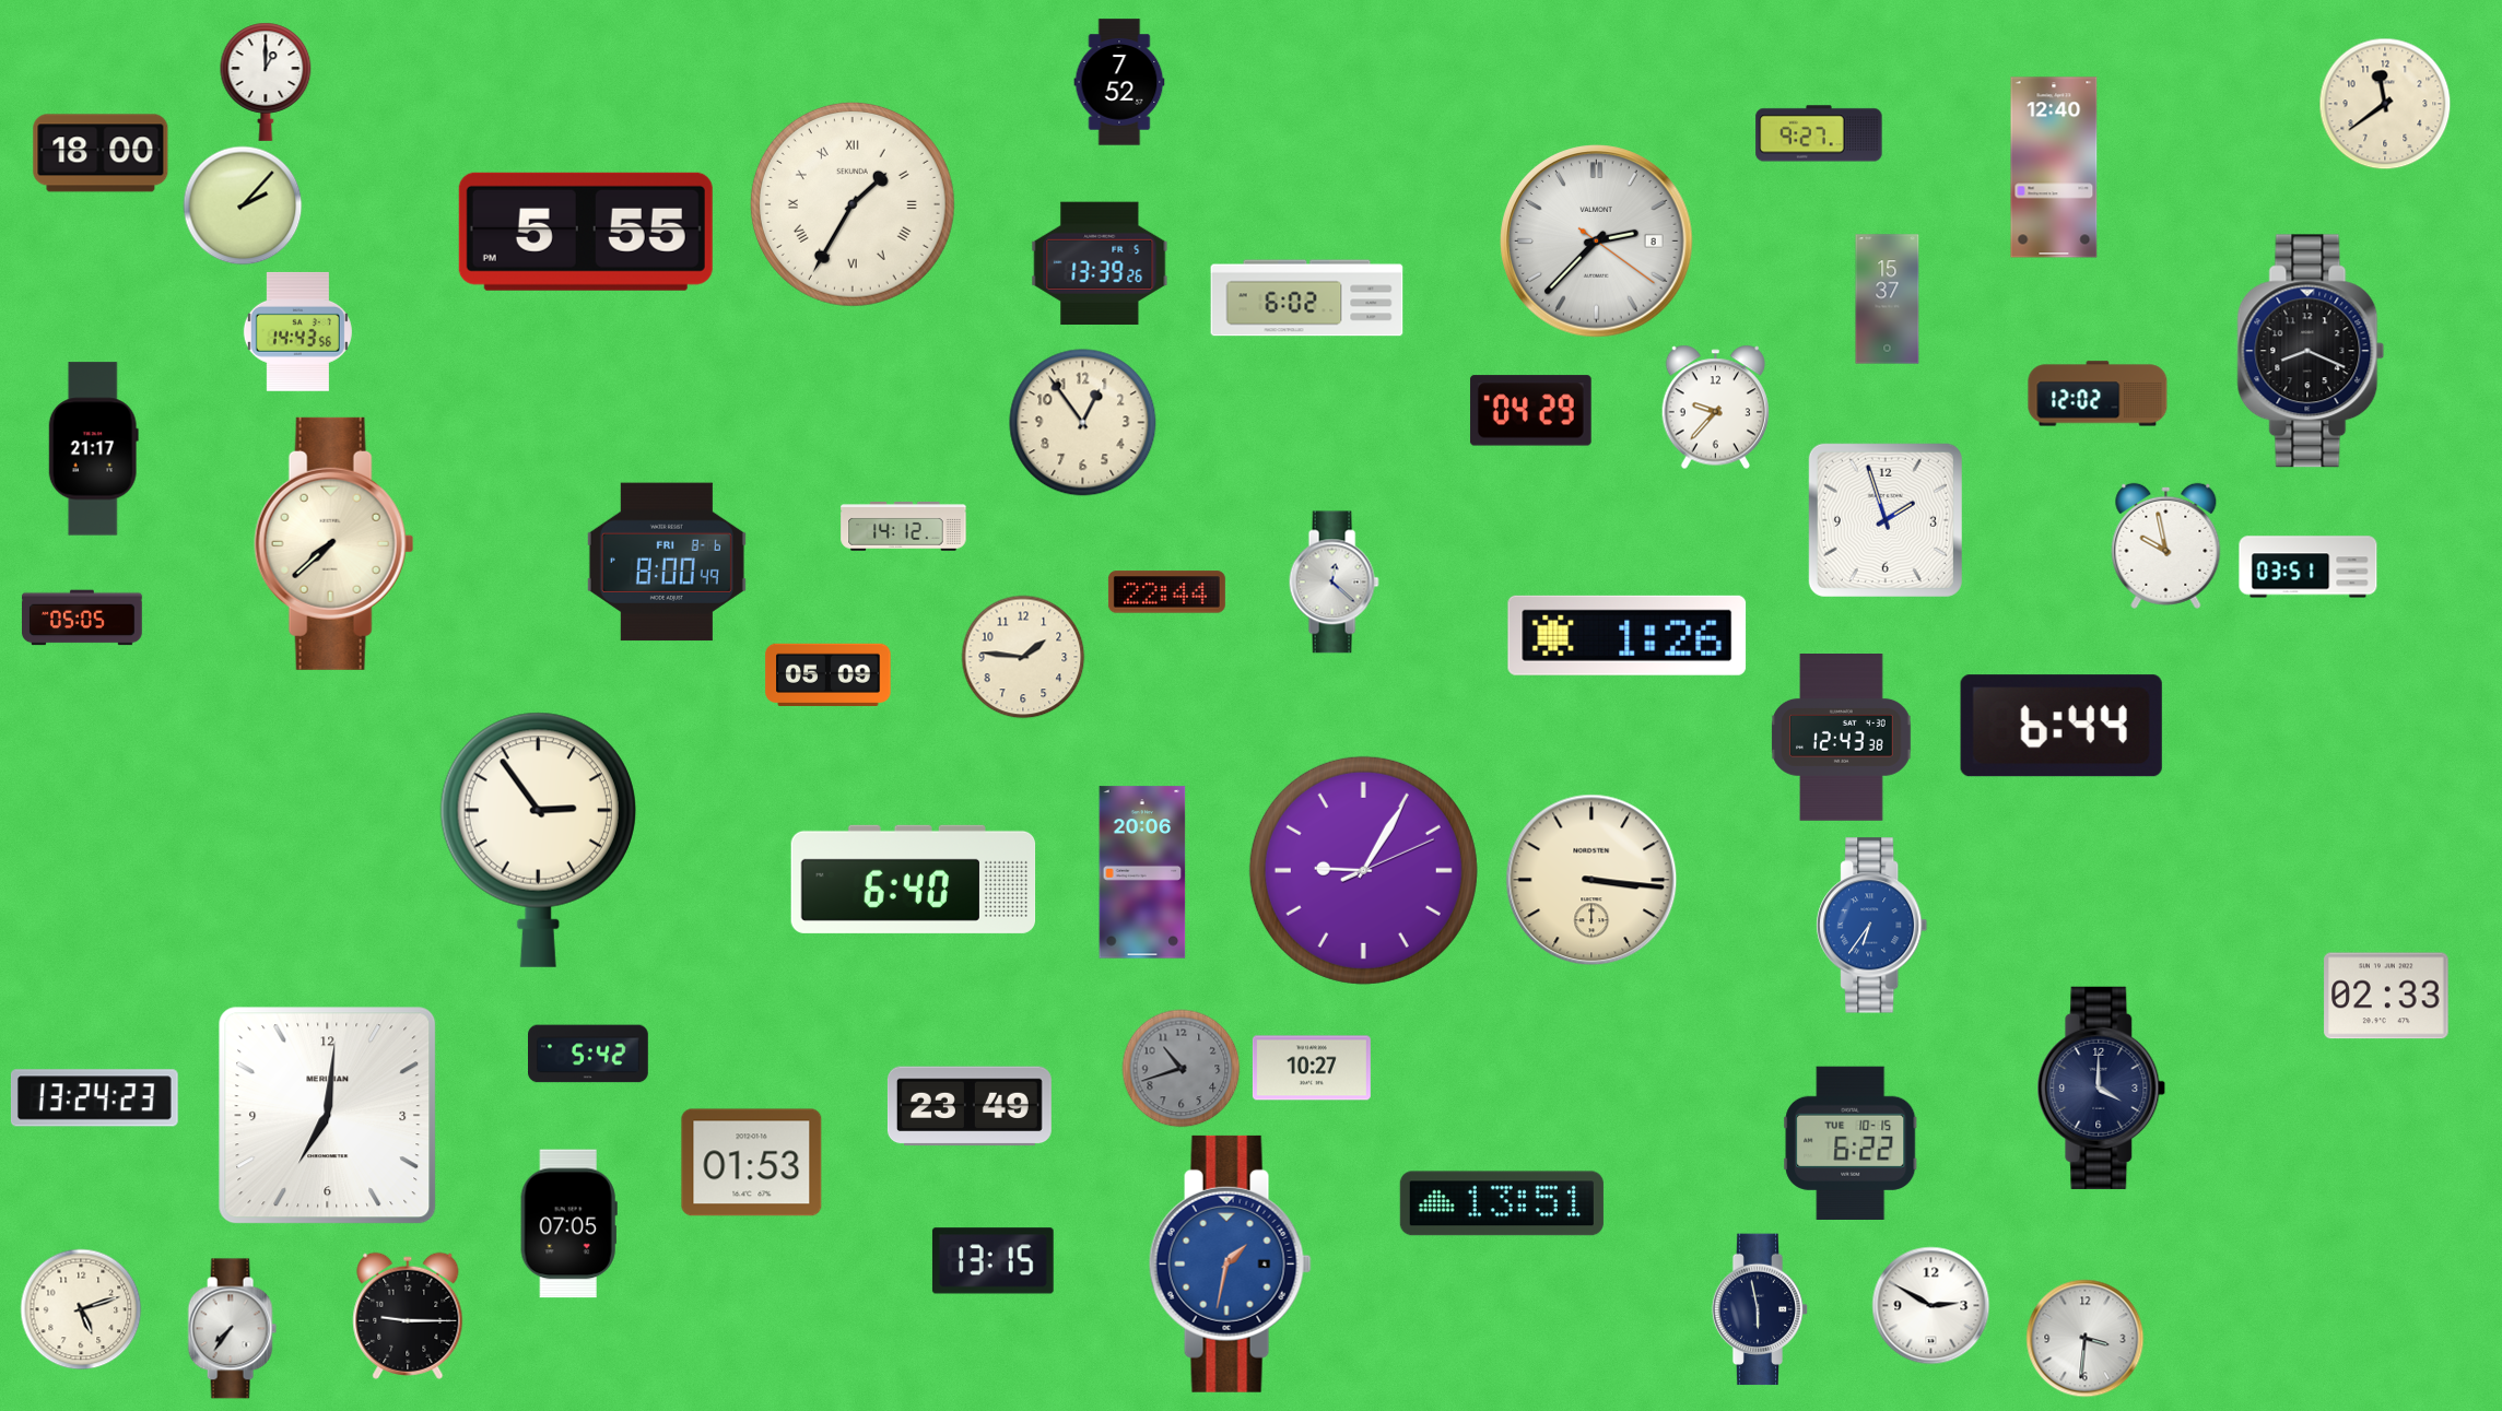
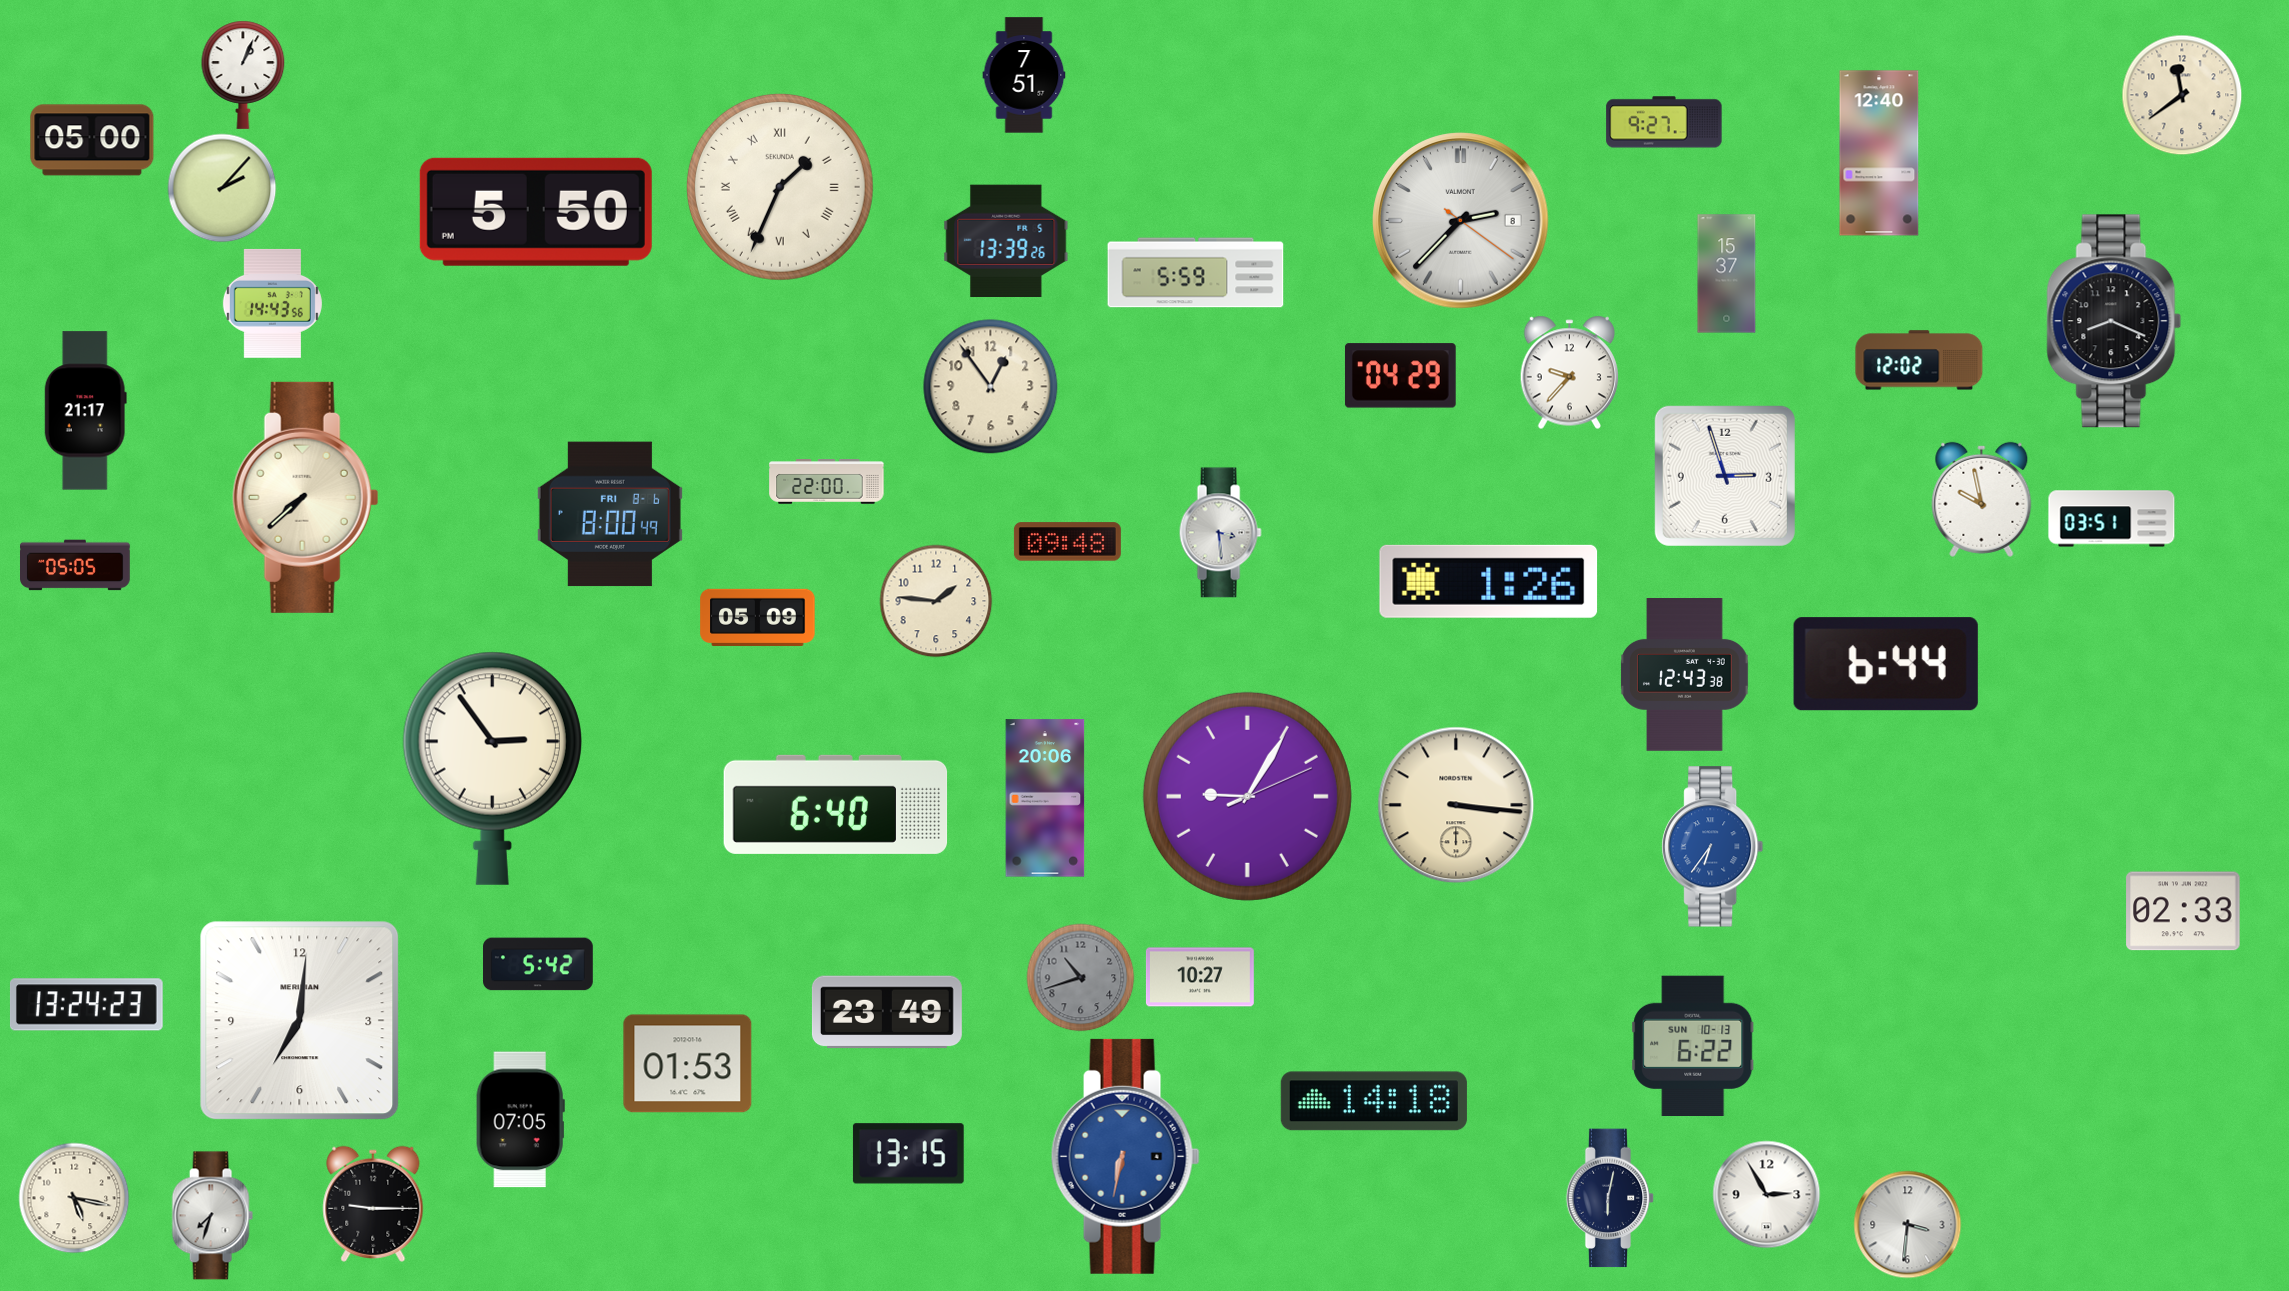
clock at (266, 82): 1:00 -> 1:04
clock at (1119, 82): 7:52 -> 7:51
clock at (101, 153): 18:00 -> 05:00
clock at (853, 204): 1:35 -> 1:34
clock at (586, 232): 5:55 -> 5:50
clock at (1307, 298): 6:02 -> 5:59
clock at (1886, 520): 1:57 -> 2:57
clock at (904, 527): 14:12 -> 22:00
clock at (1334, 583): 12:22 -> 3:29
clock at (1166, 592): 22:44 -> 09:48
clock at (2102, 1087): 4:00 -> none
clock at (1851, 1142) date: TUE 10-15 -> SUN 10-13
clock at (1502, 1203): 13:51 -> 14:18
clock at (1230, 1263): 1:32 -> 6:32
clock at (1931, 1306): 2:50 -> 2:55
clock at (81, 1309): 5:12 -> 5:17
clock at (1760, 1309): 5:58 -> 6:02
clock at (232, 1329): 7:36 -> 7:33
